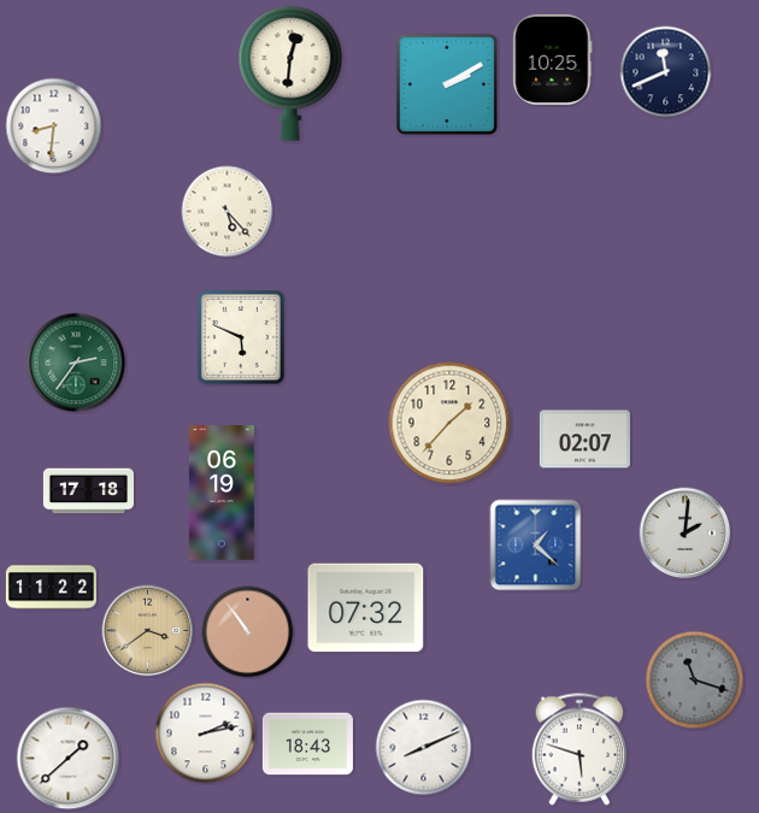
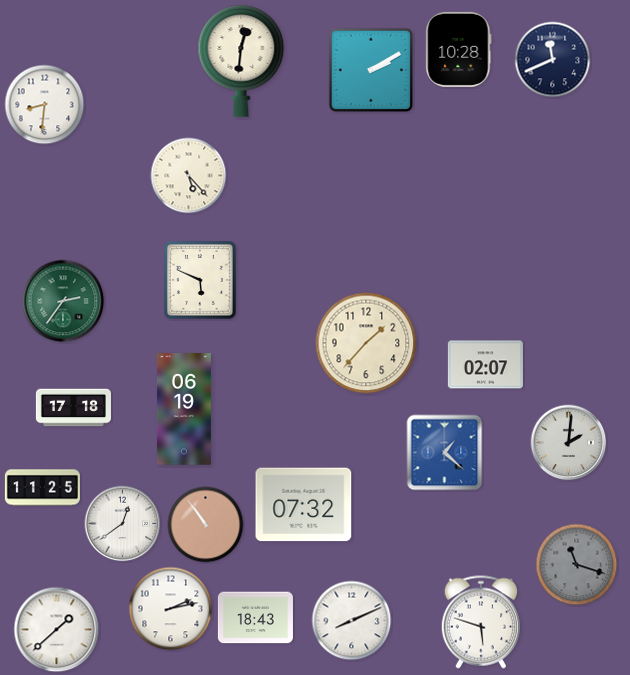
clock at (553, 59): 10:25 -> 10:28
clock at (449, 423) position: (449, 423) -> (366, 343)
clock at (51, 588): 11:22 -> 11:25
clock at (148, 631): 3:39 -> 12:39
clock at (148, 631) dial: champagne -> white
